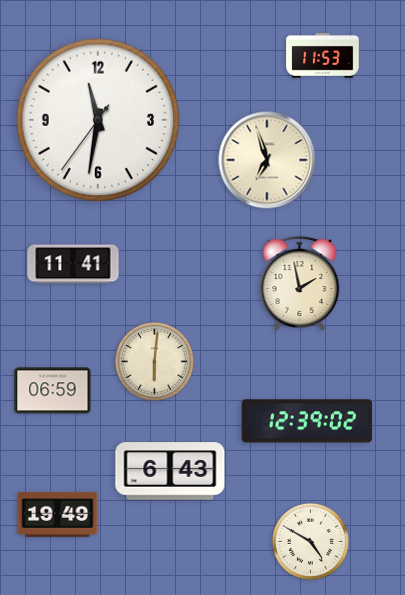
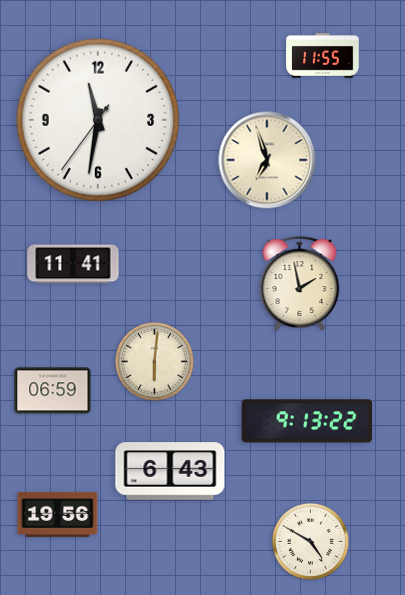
clock at (323, 56): 11:53 -> 11:55
clock at (307, 421): 12:39 -> 9:13
clock at (58, 514): 19:49 -> 19:56
